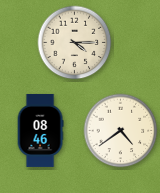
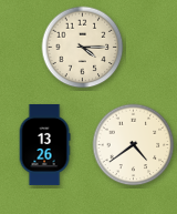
clock at (40, 130): 08:46 -> 13:26
